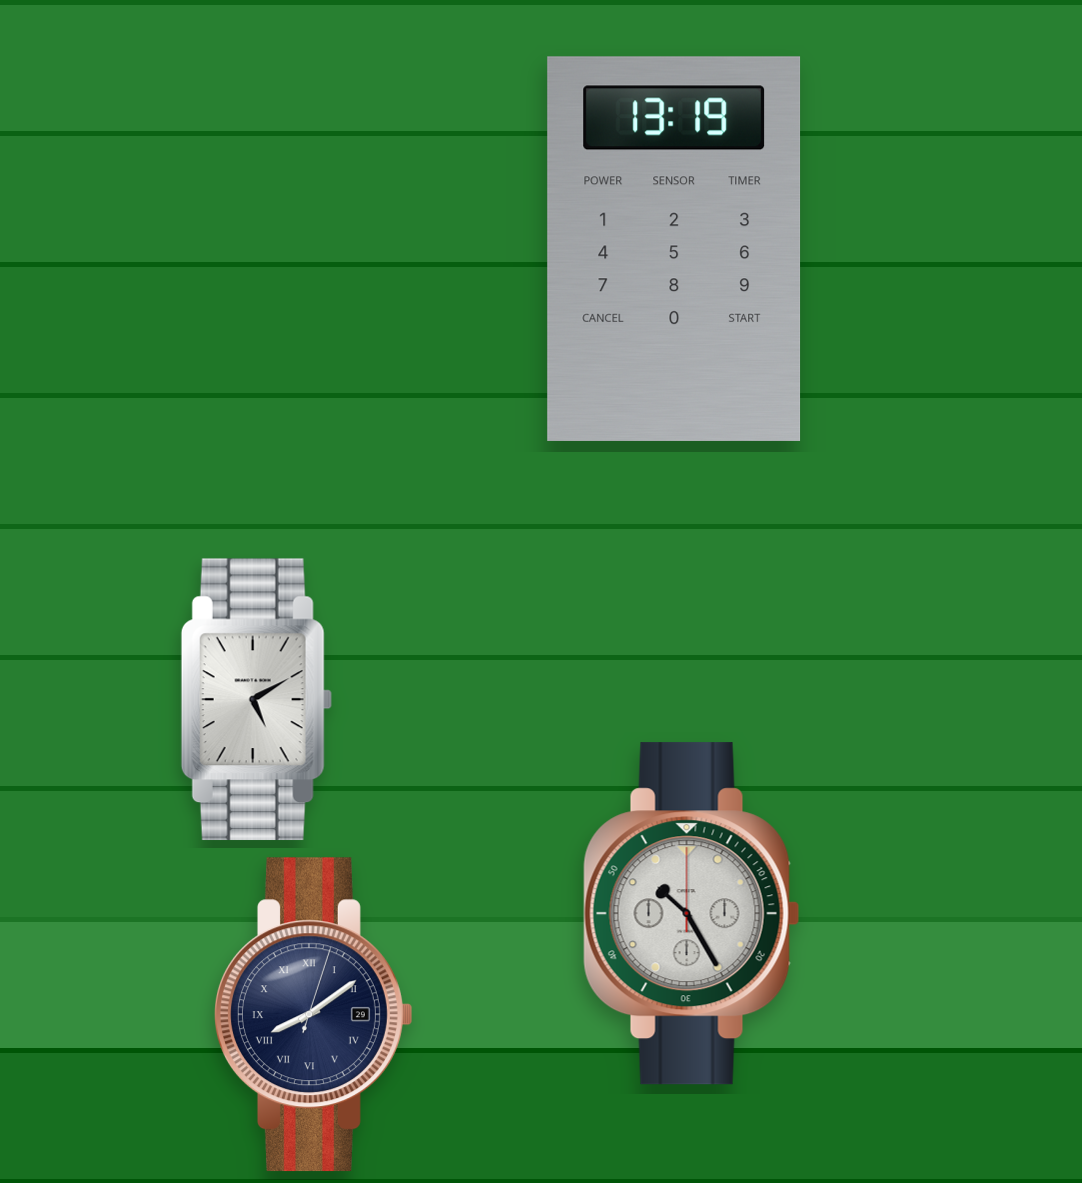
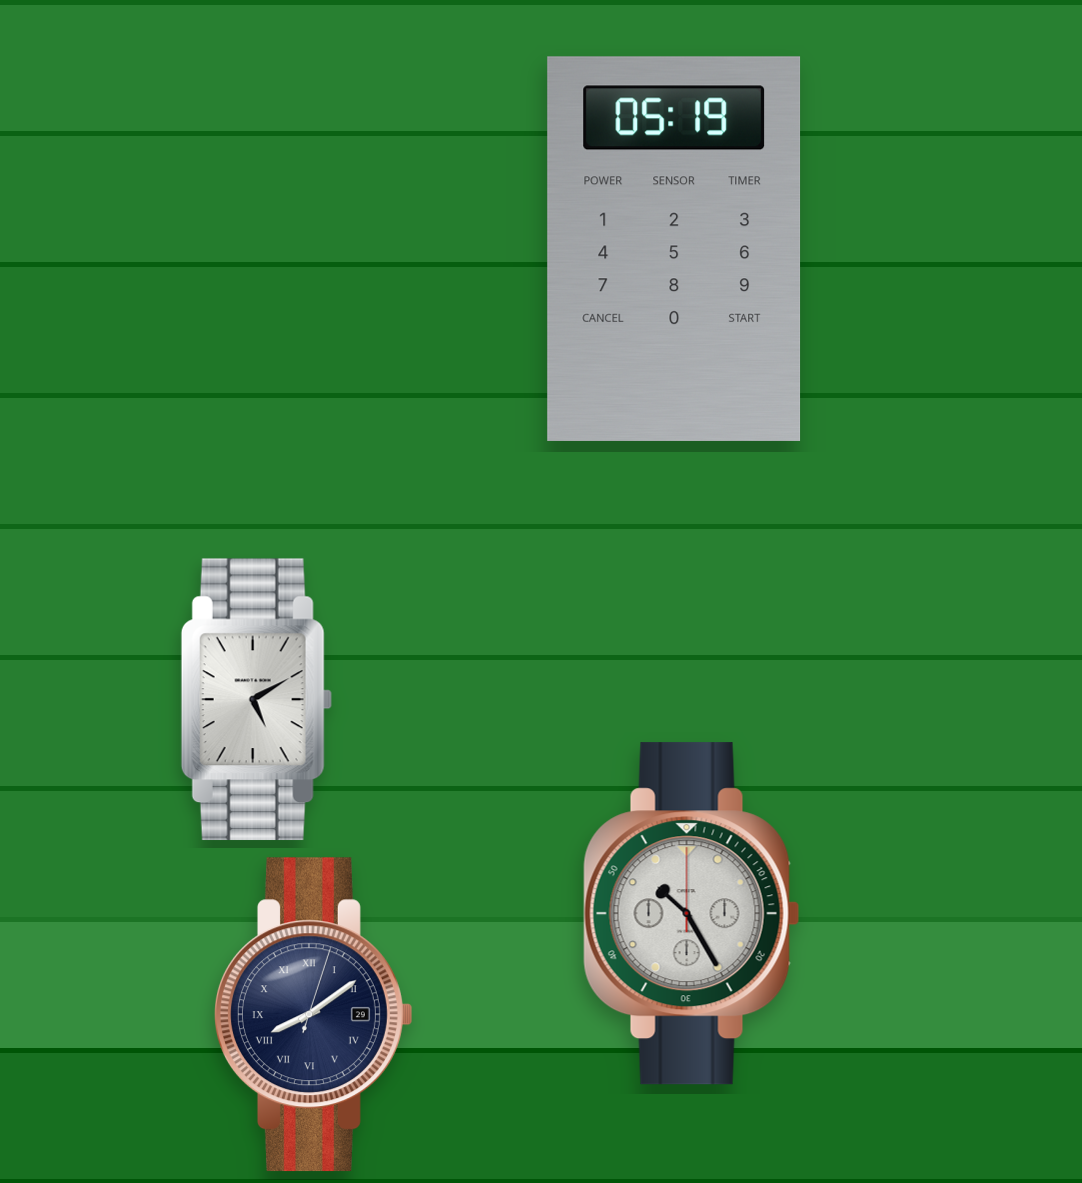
clock at (674, 249): 13:19 -> 05:19
